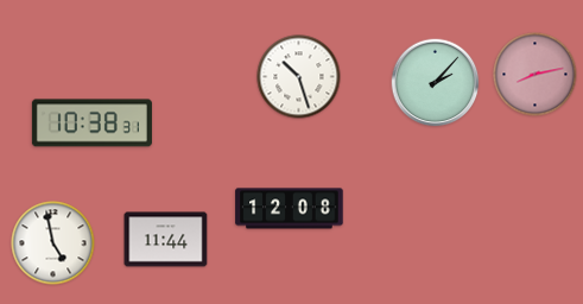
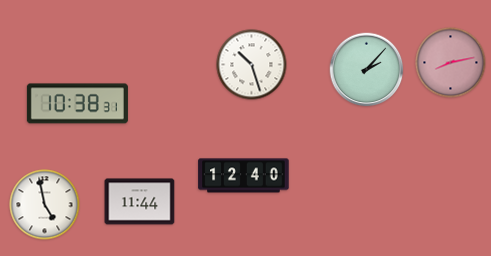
clock at (290, 209): 12:08 -> 12:40
